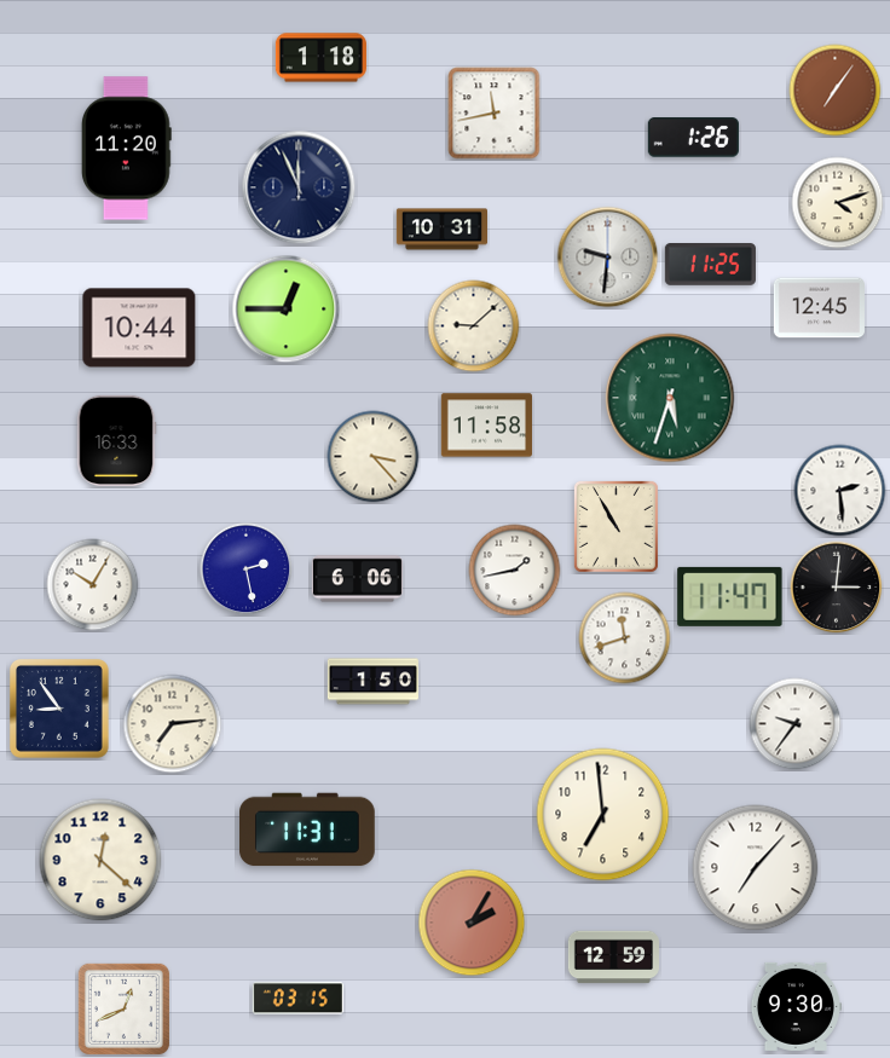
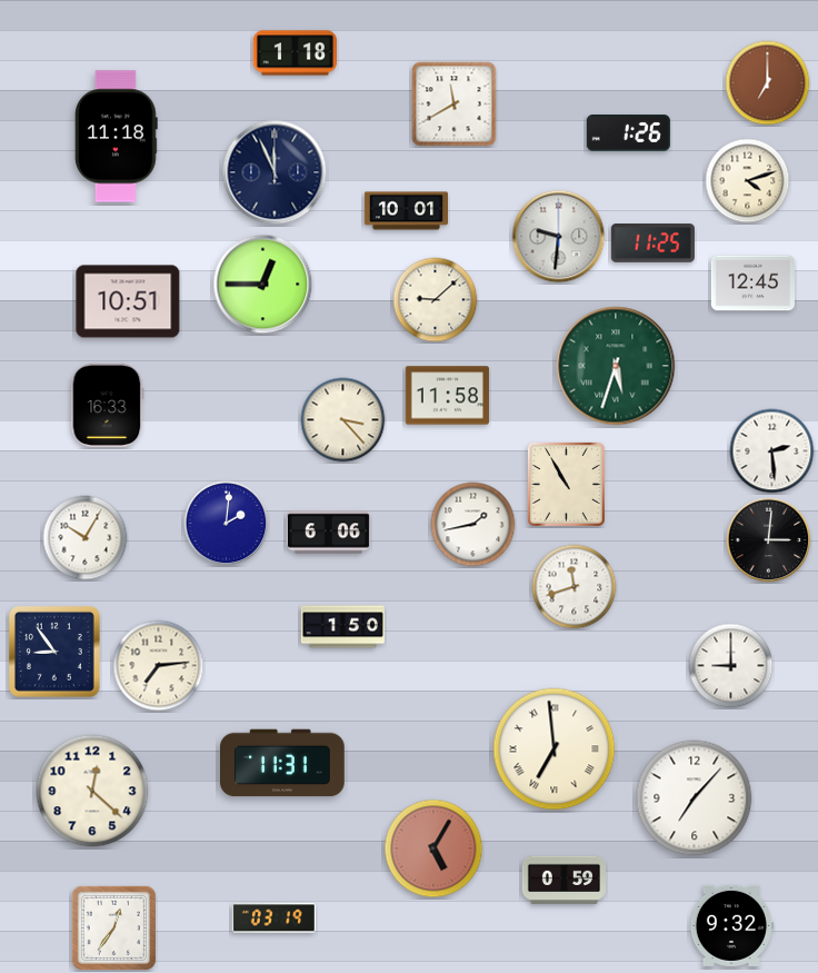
clock at (836, 91): 7:06 -> 7:00
clock at (495, 114): 11:43 -> 11:40
clock at (693, 138) position: (693, 138) -> (628, 133)
clock at (126, 149): 11:20 -> 11:18
clock at (838, 203) position: (838, 203) -> (748, 181)
clock at (441, 230): 10:31 -> 10:01
clock at (139, 328): 10:44 -> 10:51
clock at (486, 426) position: (486, 426) -> (447, 396)
clock at (247, 570): 2:28 -> 2:01
clock at (730, 596): 11:47 -> none
clock at (796, 724): 9:36 -> 9:00
clock at (603, 815) numerals: Arabic -> Roman
clock at (472, 923): 2:05 -> 5:05
clock at (613, 958): 12:59 -> 0:59
clock at (297, 999): 03:15 -> 03:19
clock at (796, 1006): 9:30 -> 9:32
clock at (123, 1008): 12:41 -> 12:36
